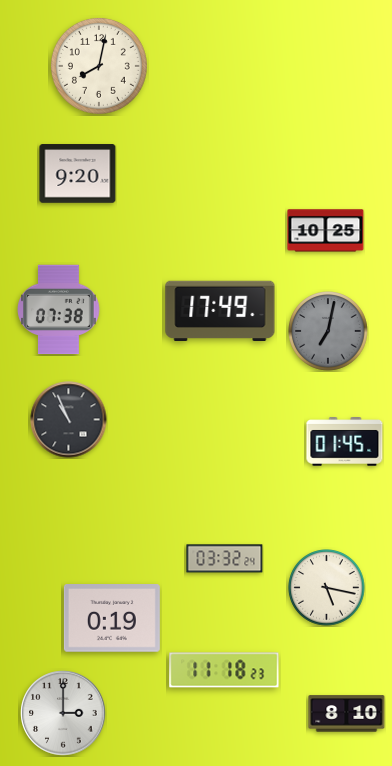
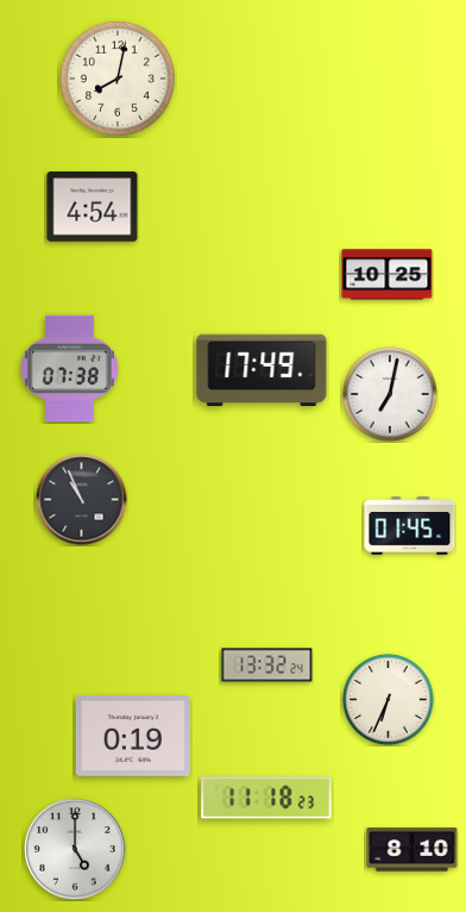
clock at (78, 174): 9:20 -> 4:54
clock at (328, 331) dial: grey -> white
clock at (225, 559): 03:32 -> 13:32
clock at (327, 588): 5:17 -> 6:34
clock at (63, 713): 3:00 -> 5:00
